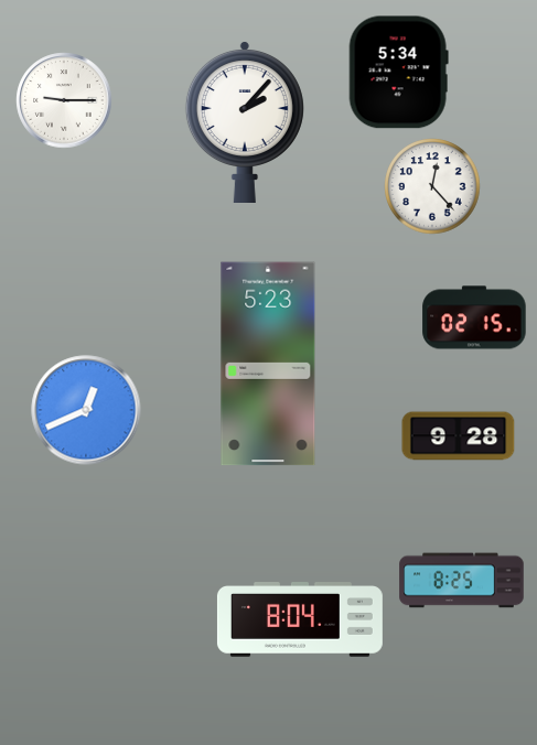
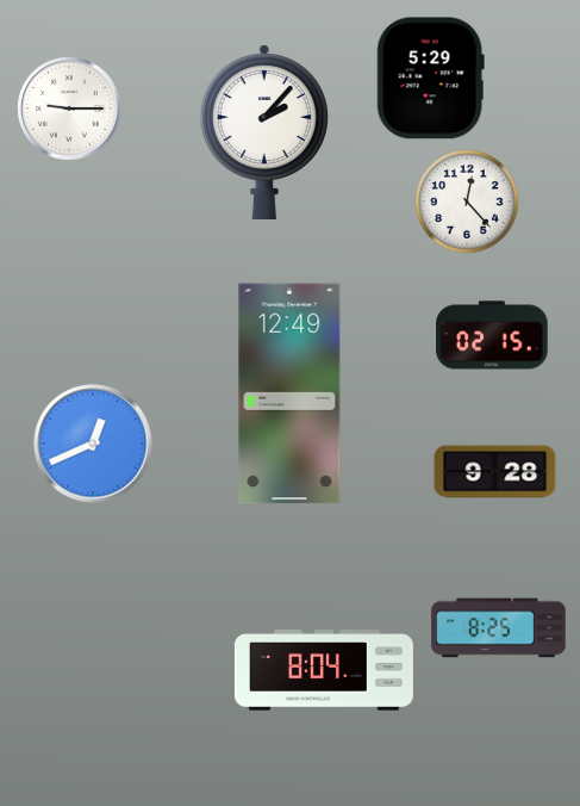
clock at (398, 73): 5:34 -> 5:29
clock at (474, 317) position: (474, 317) -> (492, 335)
clock at (268, 364): 5:23 -> 12:49
